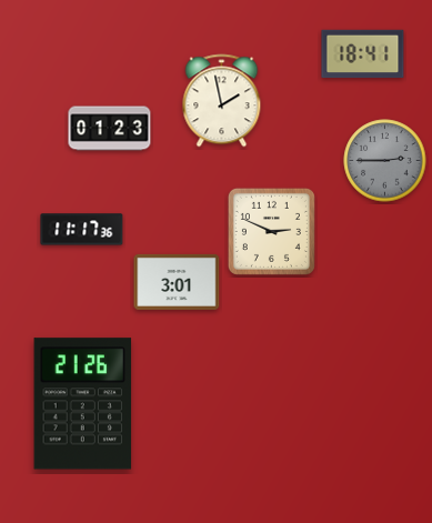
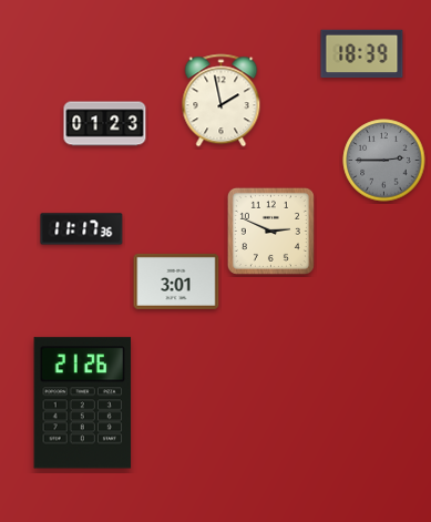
clock at (363, 54): 18:41 -> 18:39
clock at (110, 129) position: (110, 129) -> (105, 124)
